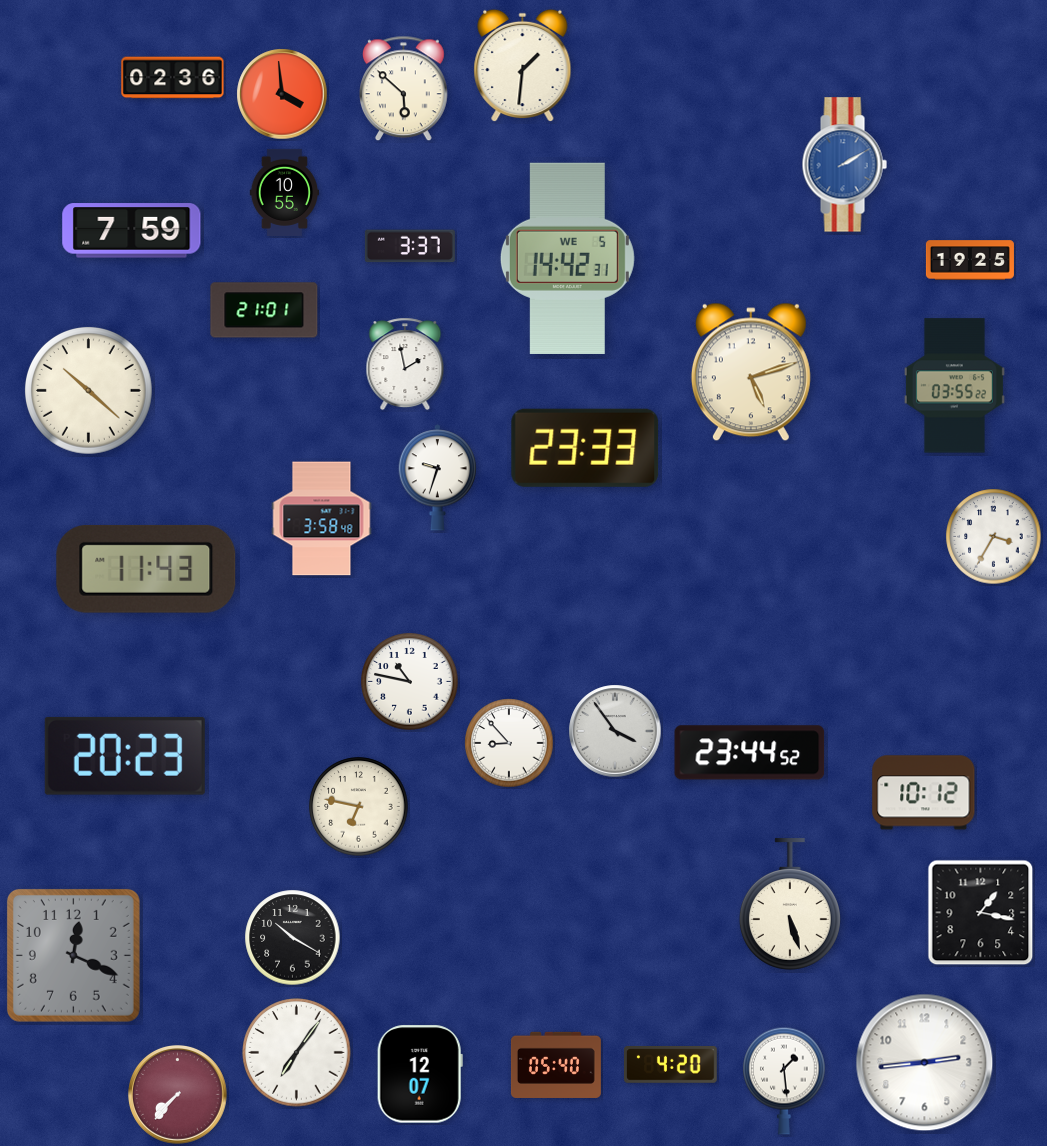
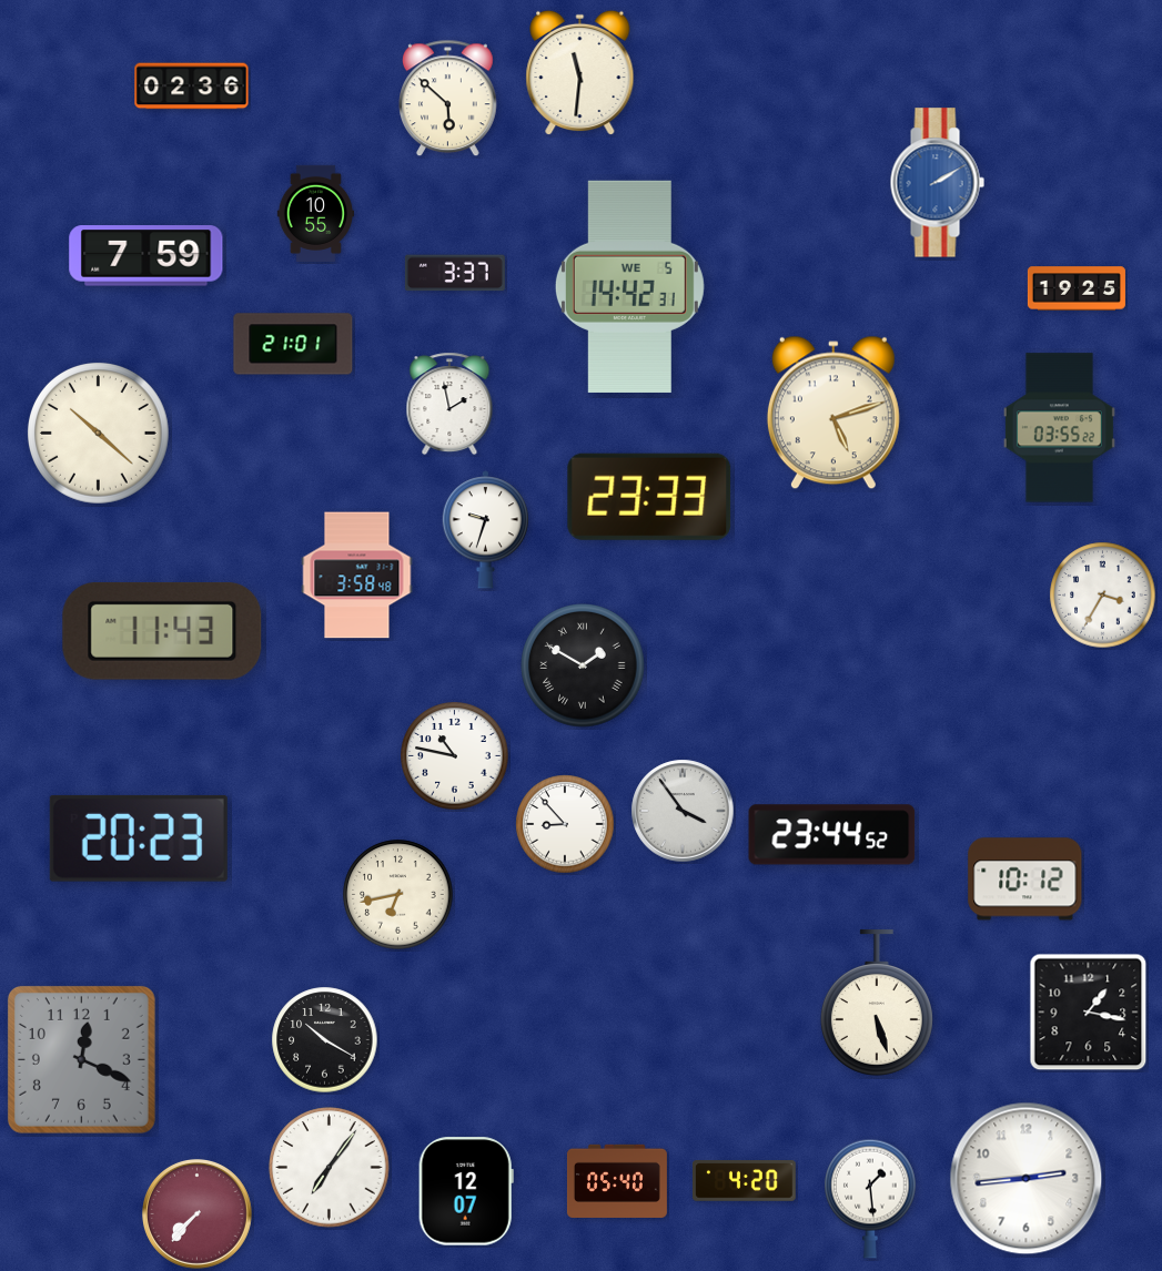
clock at (523, 66): 1:31 -> 11:31
clock at (282, 94): 3:59 -> none
clock at (583, 665): none -> 1:50
clock at (359, 807): 6:47 -> 6:43
